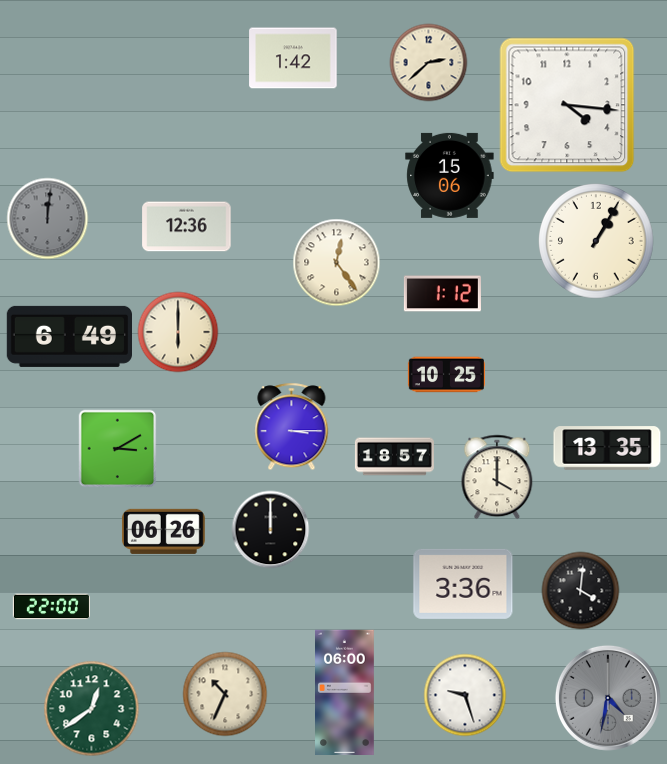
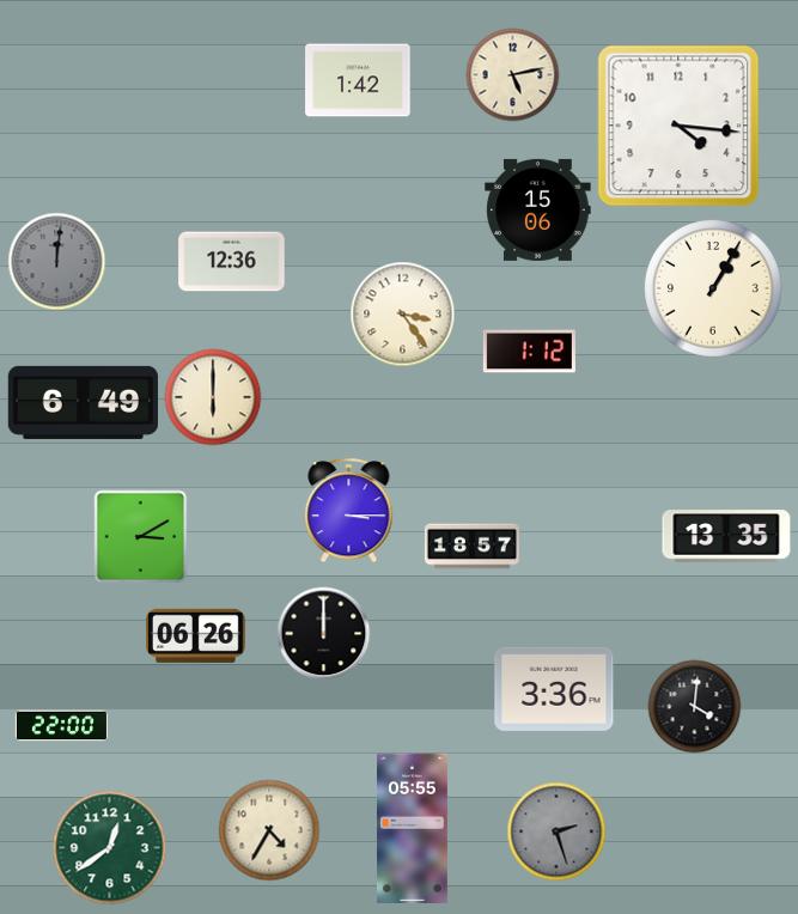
clock at (293, 58) position: (293, 58) -> (358, 80)
clock at (428, 62): 2:38 -> 5:13
clock at (187, 227) position: (187, 227) -> (232, 262)
clock at (336, 262): 12:24 -> 3:24
clock at (446, 375): 10:25 -> none
clock at (497, 477): 4:00 -> none
clock at (463, 584) position: (463, 584) -> (554, 689)
clock at (345, 692): 06:00 -> 05:55
clock at (225, 694): 10:34 -> 4:35
clock at (465, 695): 9:27 -> 2:27
clock at (465, 695) dial: white -> grey
clock at (608, 698): 4:32 -> none
